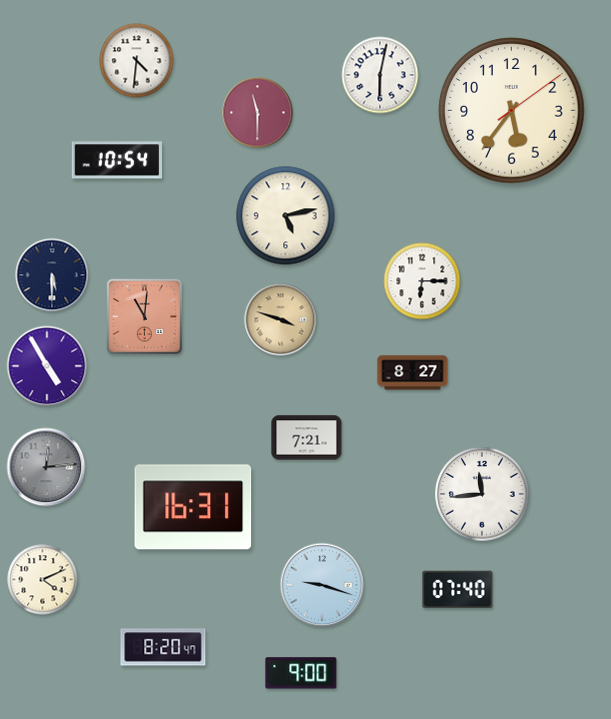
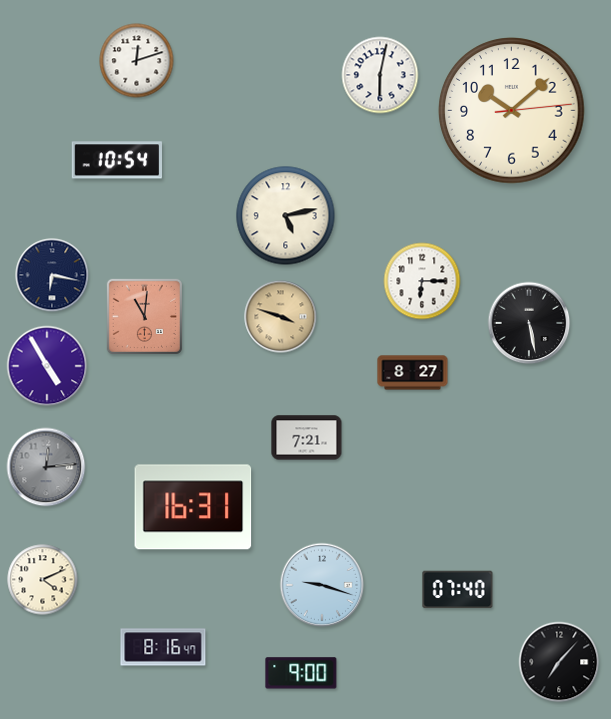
clock at (137, 61): 4:31 -> 12:12
clock at (512, 111): 5:36 -> 10:08
clock at (258, 113): 11:30 -> none
clock at (52, 275): 5:30 -> 6:17
clock at (281, 320) position: (281, 320) -> (281, 317)
clock at (529, 323): none -> 5:28
clock at (482, 494): 11:44 -> none
clock at (163, 647): 8:20 -> 8:16
clock at (559, 662): none -> 7:07
